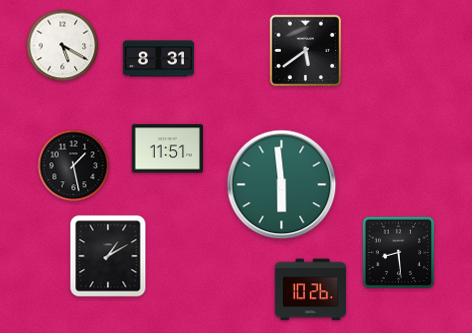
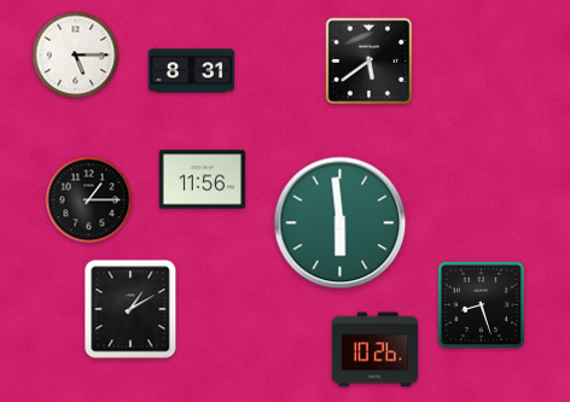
clock at (63, 46): 5:20 -> 5:15
clock at (167, 149): 11:51 -> 11:56
clock at (74, 166): 1:28 -> 1:15
clock at (399, 253): 8:29 -> 8:27
